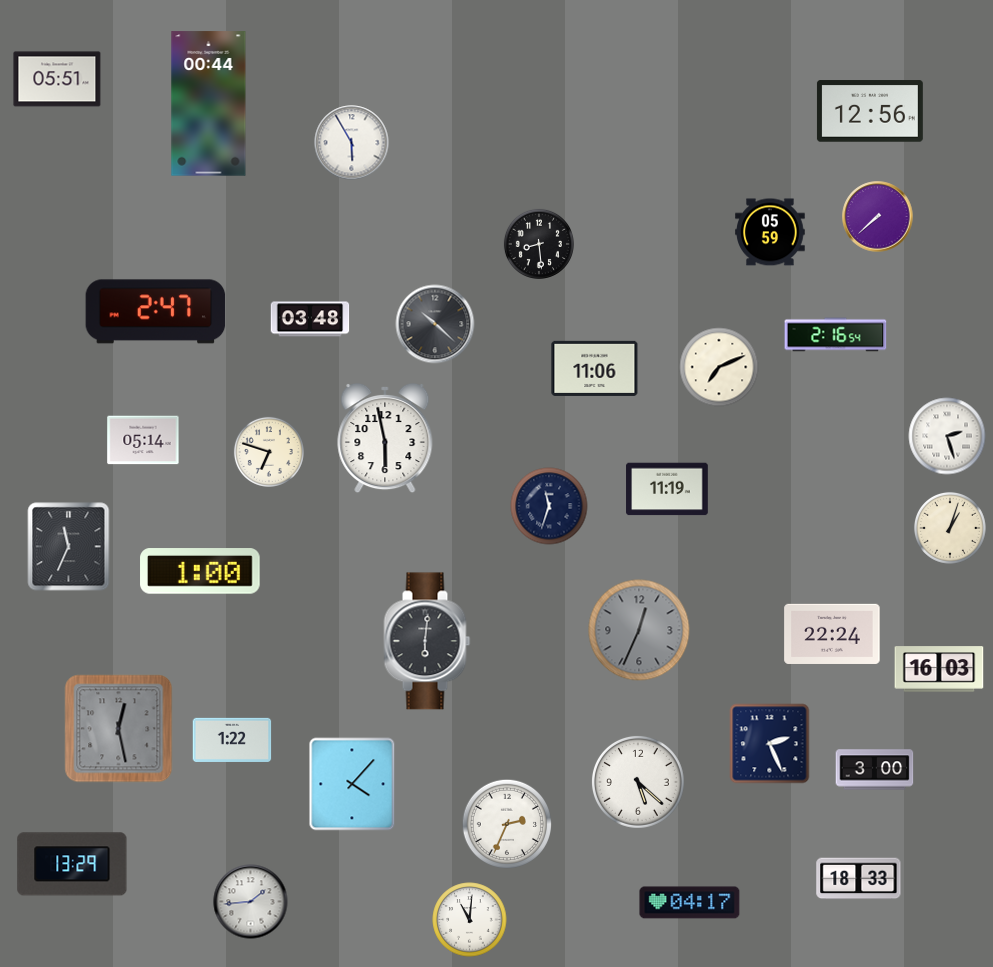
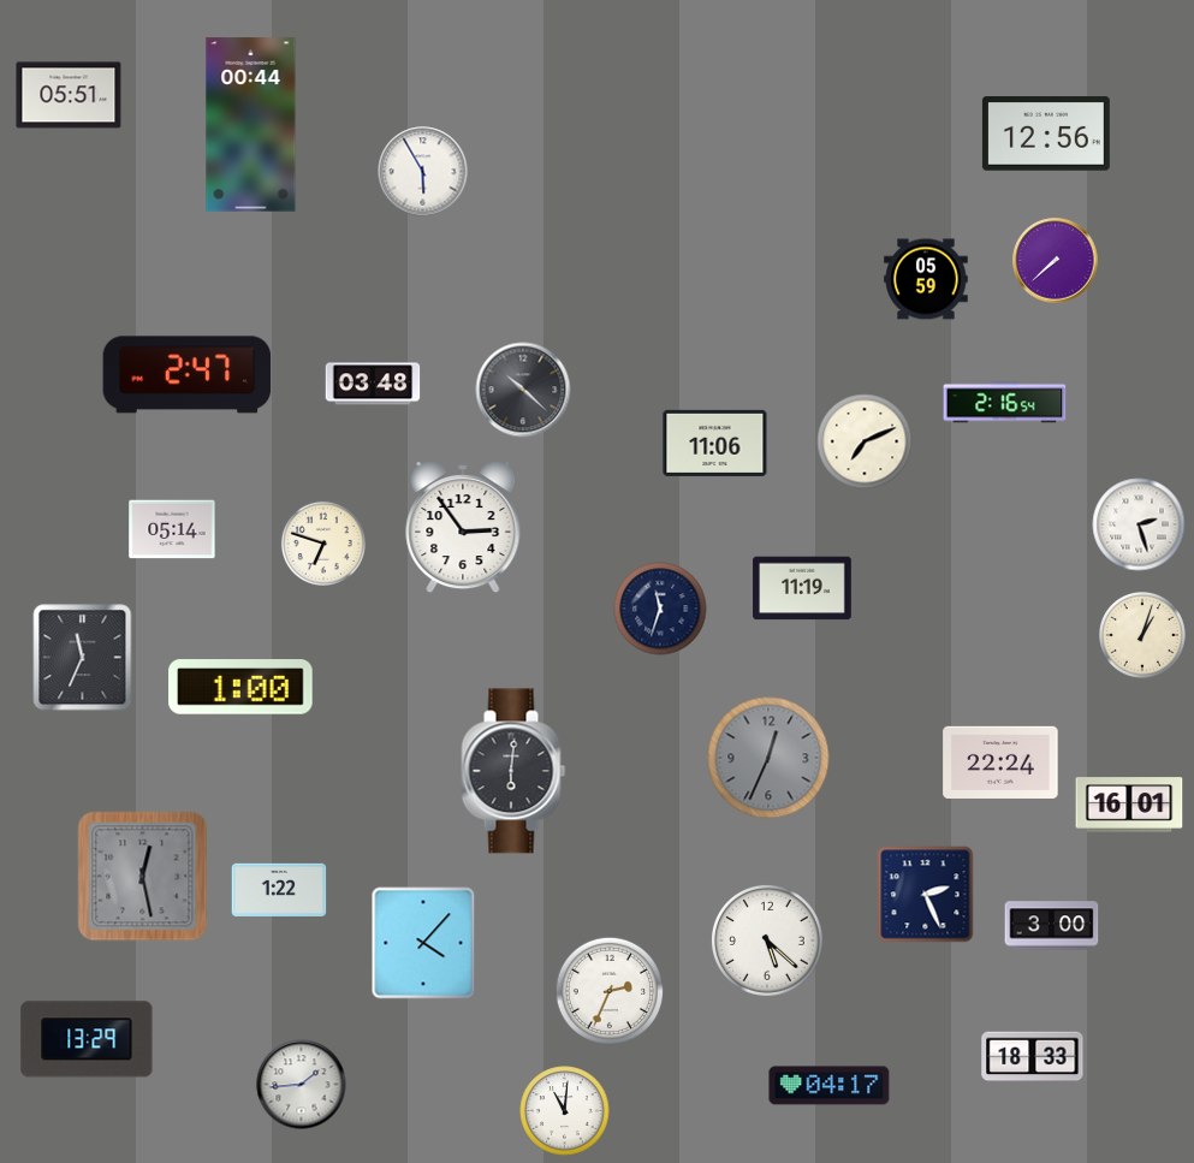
clock at (539, 244): 8:29 -> none
clock at (385, 438): 5:58 -> 2:54
clock at (939, 669): 16:03 -> 16:01
clock at (470, 920) position: (470, 920) -> (565, 1111)
